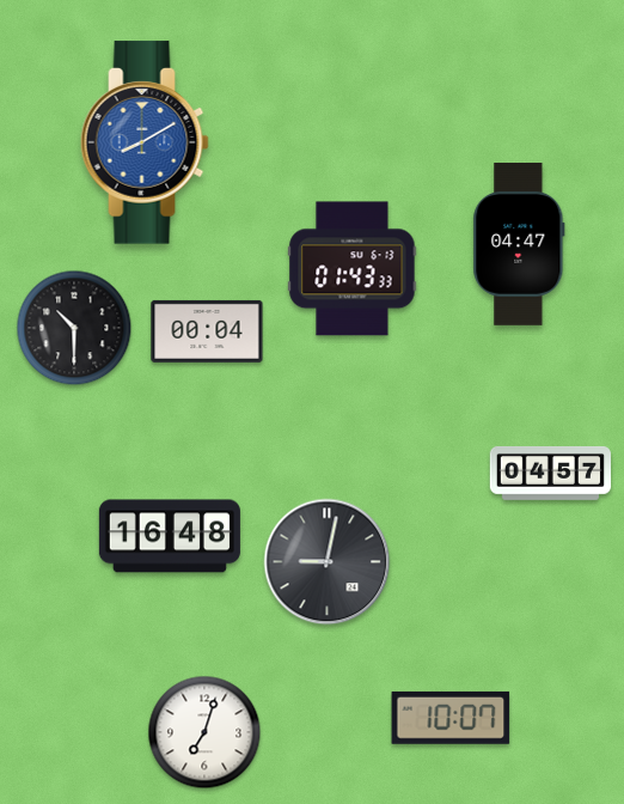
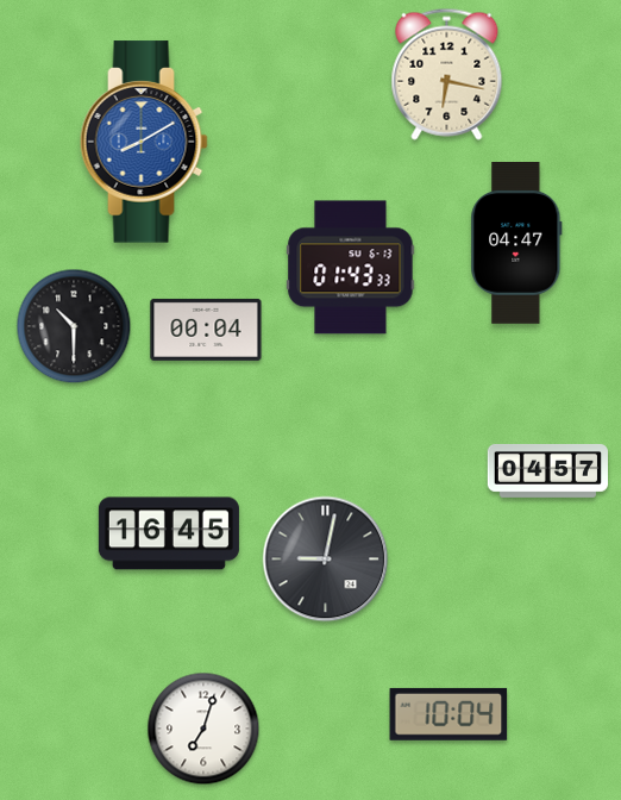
clock at (447, 74): none -> 6:17
clock at (170, 536): 16:48 -> 16:45
clock at (451, 718): 10:07 -> 10:04
